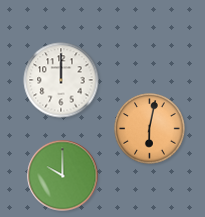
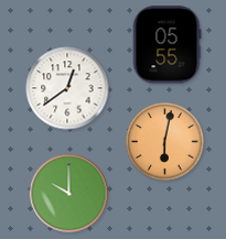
clock at (166, 45): none -> 05:55
clock at (61, 80): 12:00 -> 12:39
